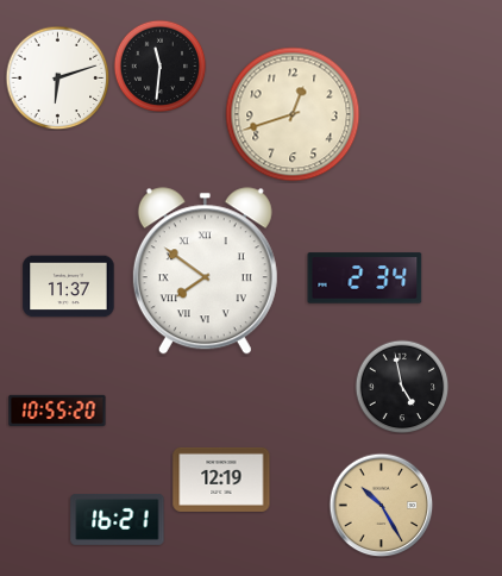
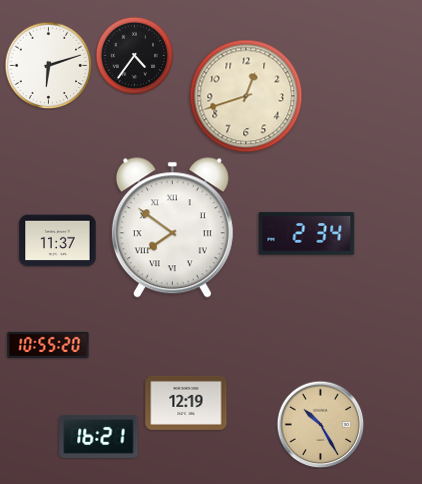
clock at (159, 65): 11:31 -> 4:36
clock at (402, 387): 4:58 -> none
